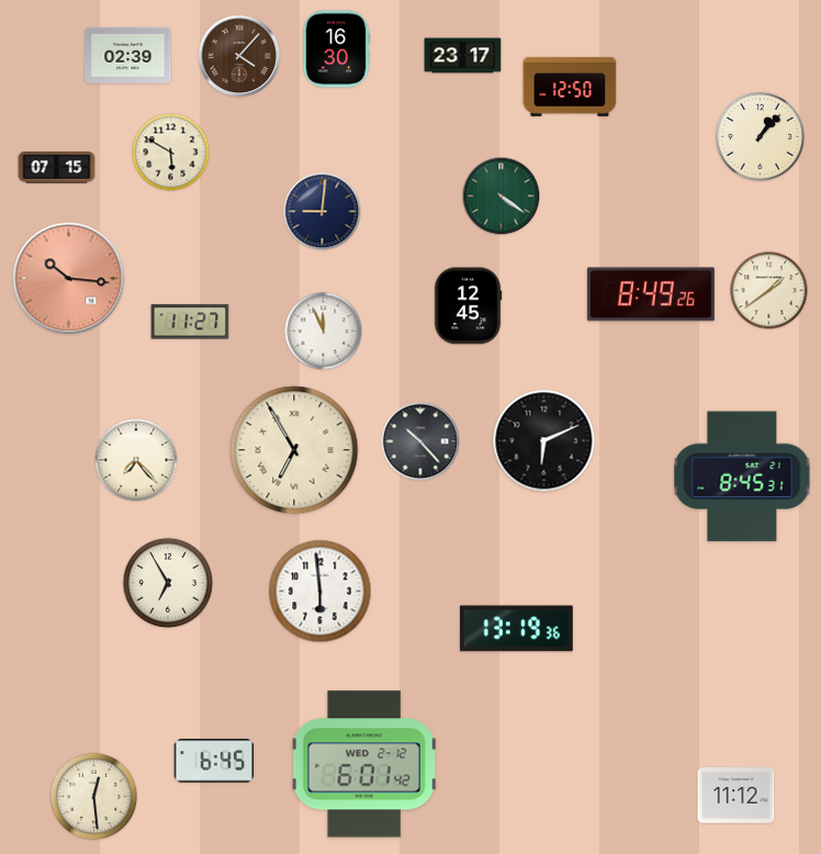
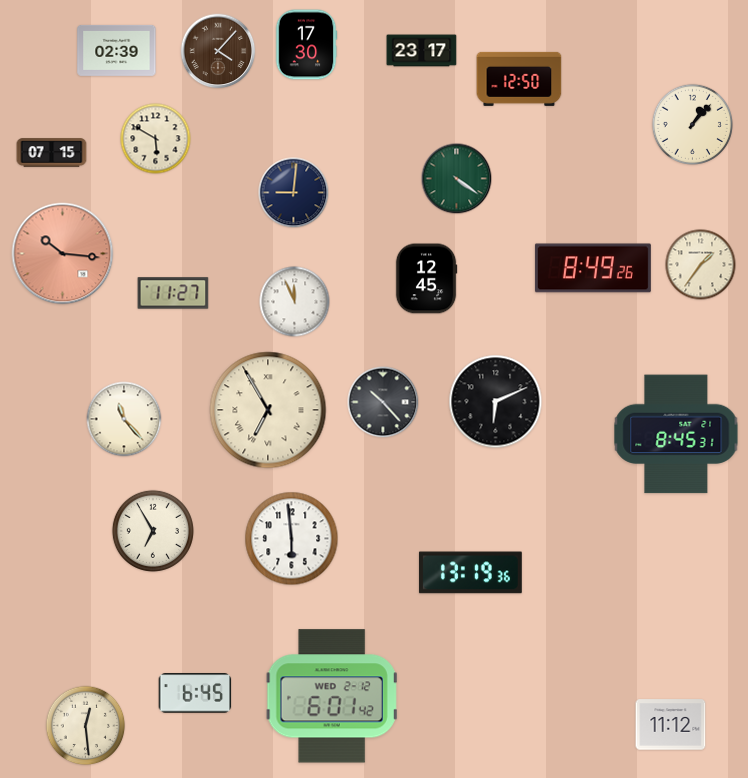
clock at (336, 49): 16:30 -> 17:30
clock at (769, 291): 1:39 -> 1:36
clock at (136, 460): 7:23 -> 11:23
